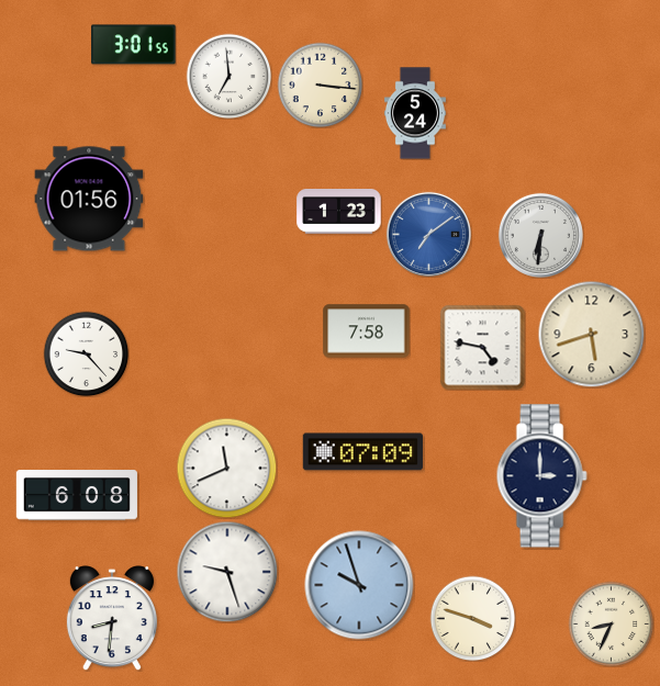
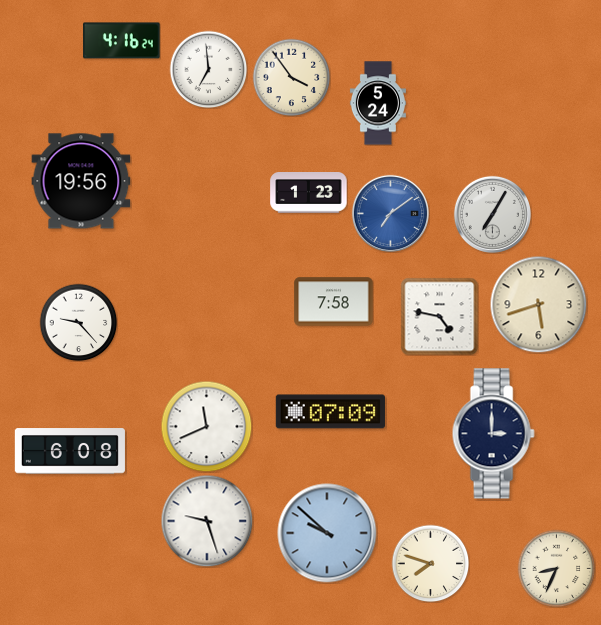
clock at (134, 45): 3:01 -> 4:16
clock at (320, 85): 3:16 -> 3:54
clock at (89, 199): 01:56 -> 19:56
clock at (540, 235): 6:31 -> 7:05
clock at (359, 585): 9:57 -> 9:52
clock at (112, 618): 8:31 -> none
clock at (472, 618): 3:48 -> 7:48
